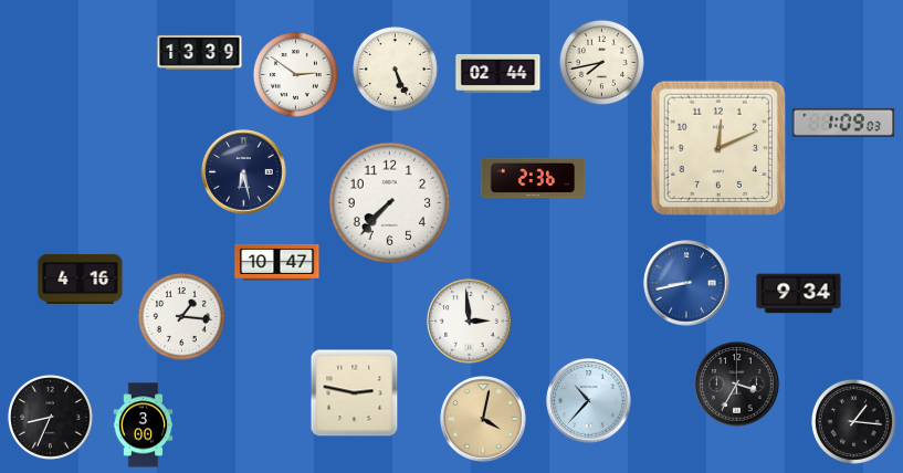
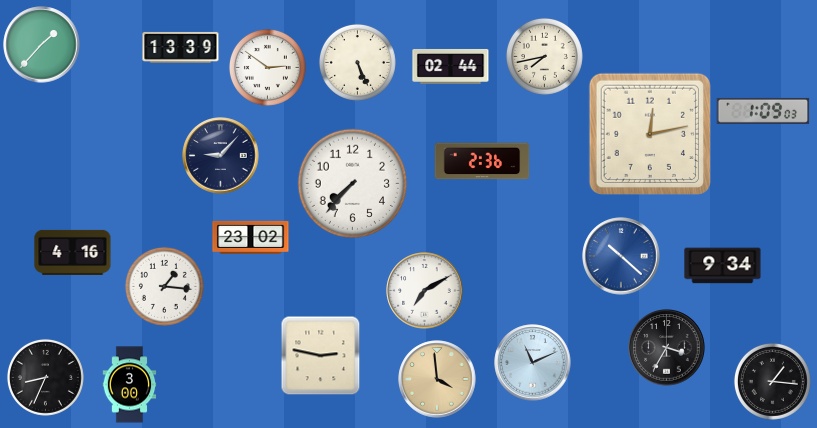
clock at (42, 45): none -> 1:37
clock at (717, 147): 12:11 -> 12:13
clock at (244, 172): 6:28 -> 9:07
clock at (277, 262): 10:47 -> 23:02
clock at (686, 283): 8:43 -> 10:22
clock at (470, 322): 2:59 -> 7:10
clock at (589, 401): 10:37 -> 11:11
clock at (483, 419): 4:02 -> 3:59
